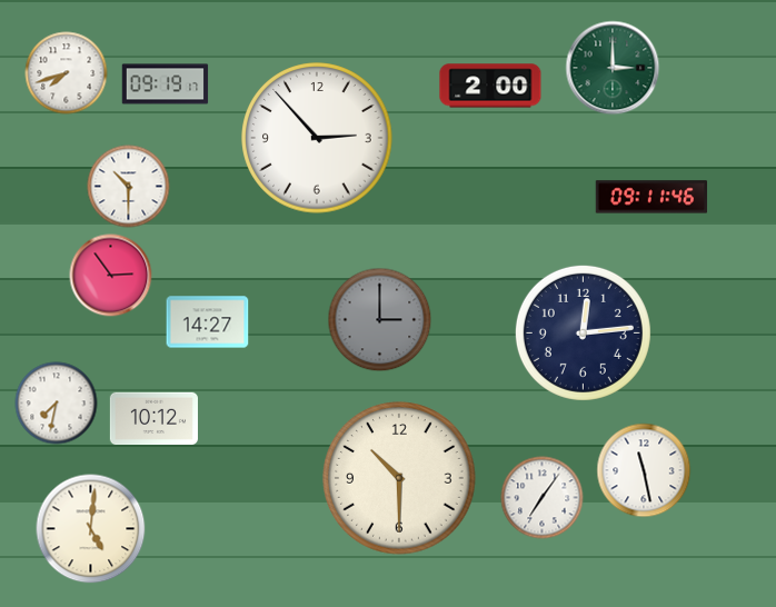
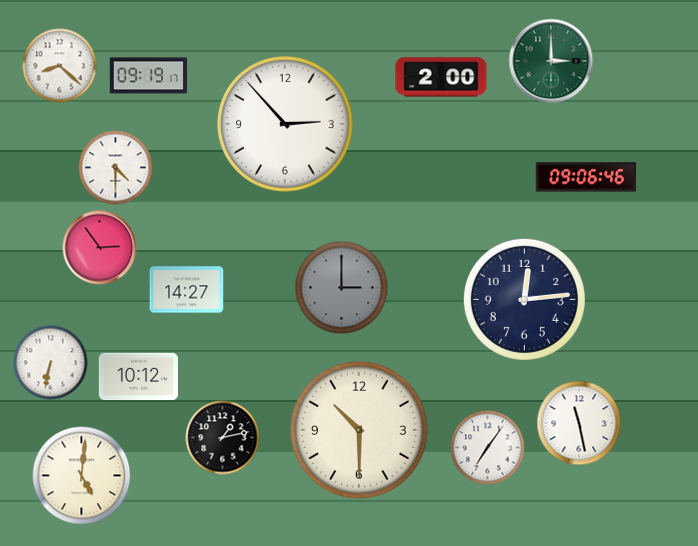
clock at (67, 73): 7:42 -> 8:22
clock at (129, 187): 10:30 -> 4:30
clock at (651, 197): 09:11 -> 09:06
clock at (57, 404): 7:32 -> 6:32
clock at (223, 438): none -> 1:13
